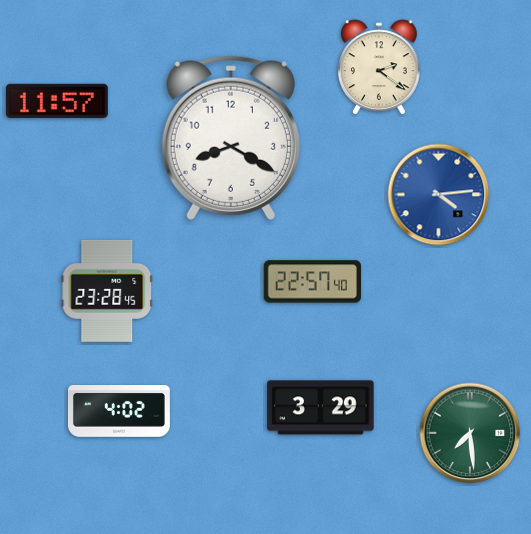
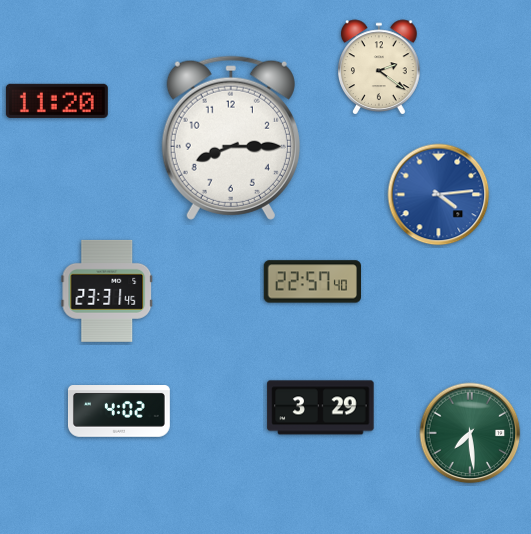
clock at (57, 101): 11:57 -> 11:20
clock at (231, 138): 8:20 -> 8:15
clock at (107, 291): 23:28 -> 23:31
